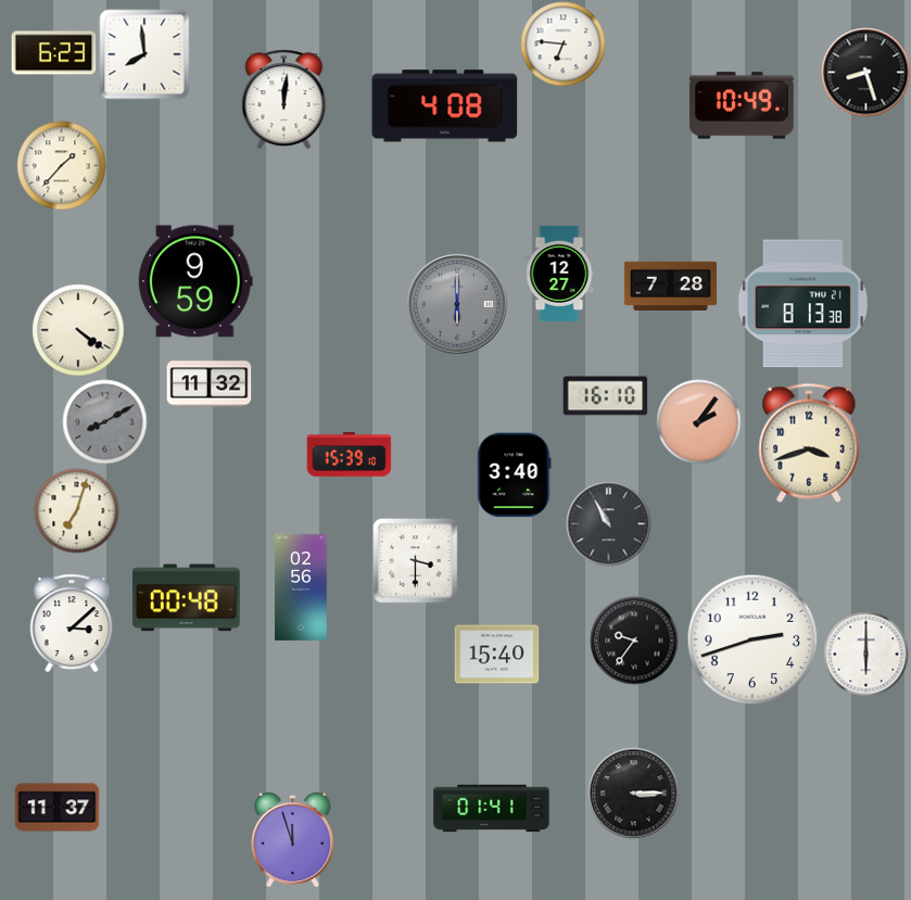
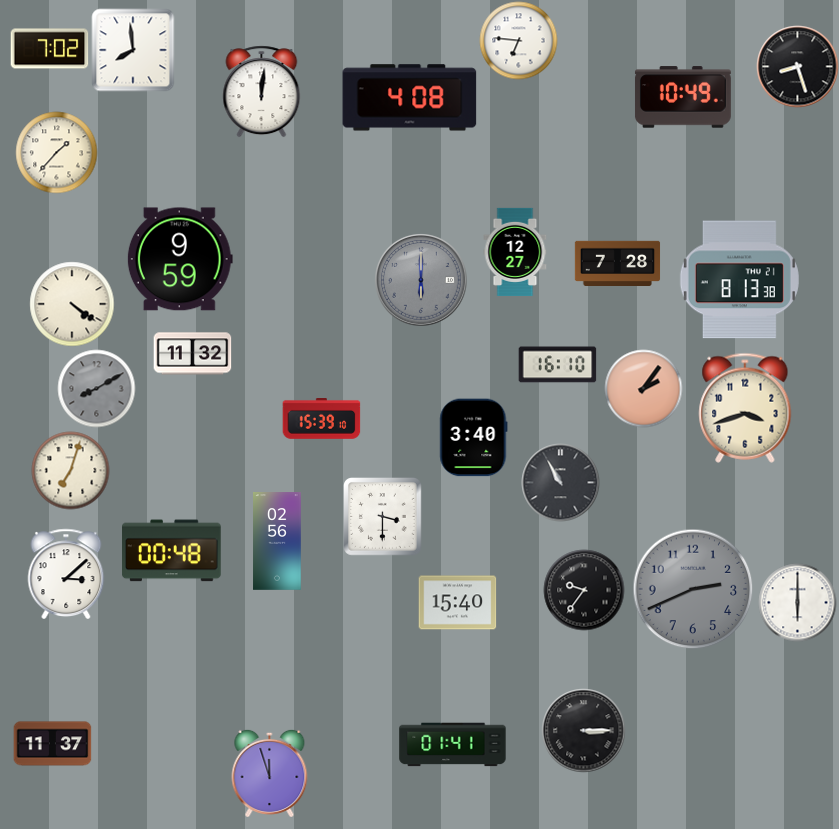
clock at (53, 53): 6:23 -> 7:02
clock at (752, 639): 2:42 -> 2:41
clock at (752, 639) dial: white -> grey
